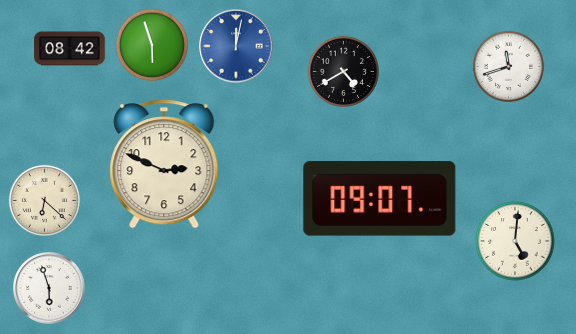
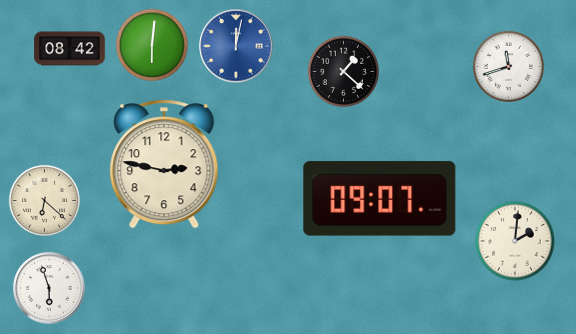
clock at (152, 45): 5:57 -> 6:01
clock at (343, 71): 4:40 -> 1:22
clock at (164, 164): 2:49 -> 2:47
clock at (515, 241): 5:01 -> 2:01
